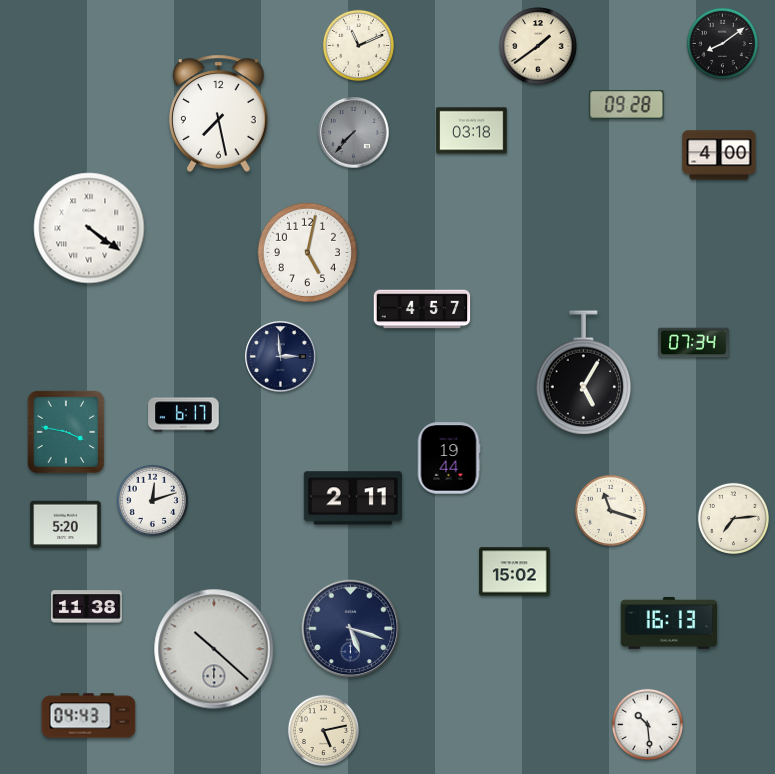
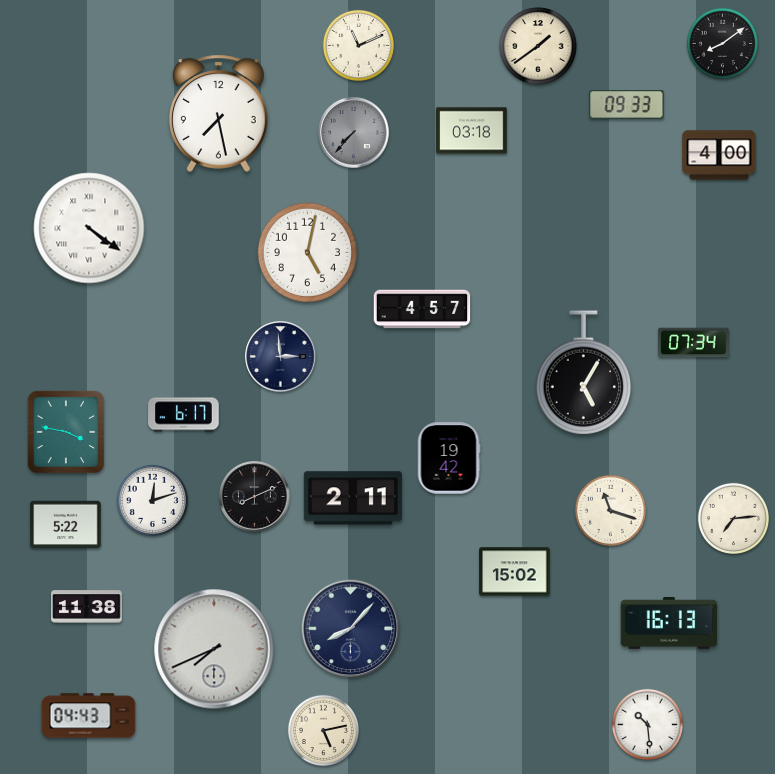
clock at (627, 105): 09:28 -> 09:33
clock at (449, 458): 19:44 -> 19:42
clock at (255, 497): none -> 8:11
clock at (66, 525): 5:20 -> 5:22
clock at (351, 629): 5:18 -> 8:07
clock at (214, 649): 10:22 -> 7:41
